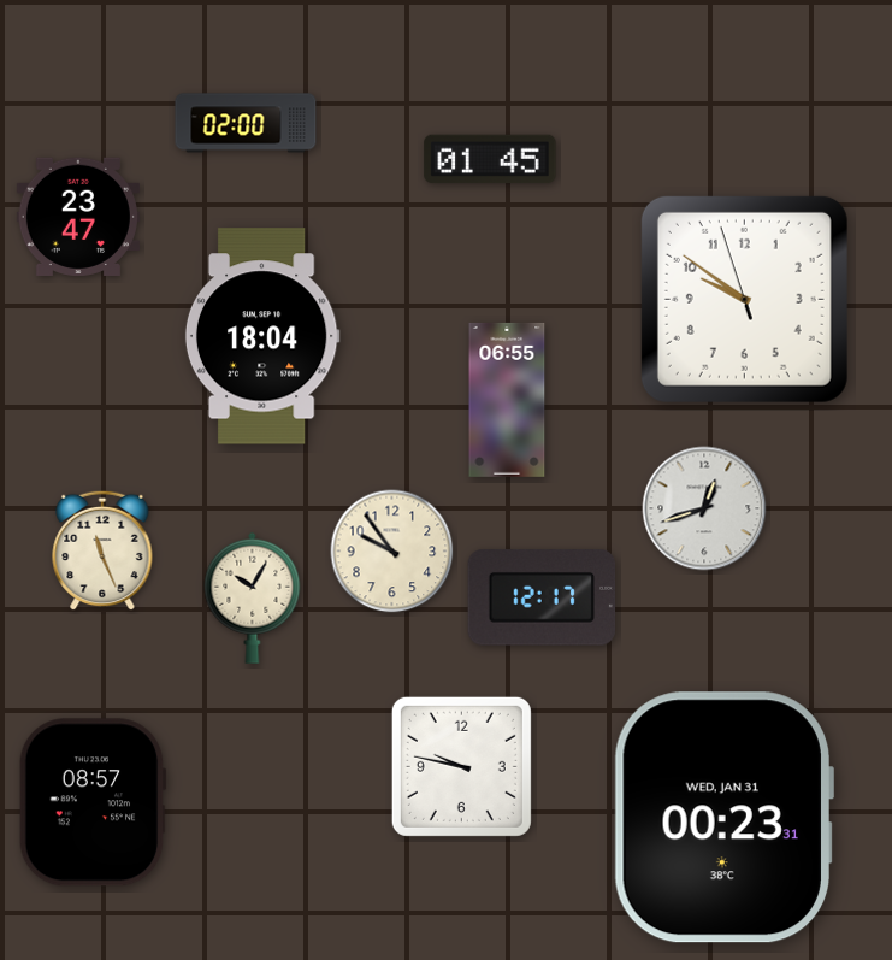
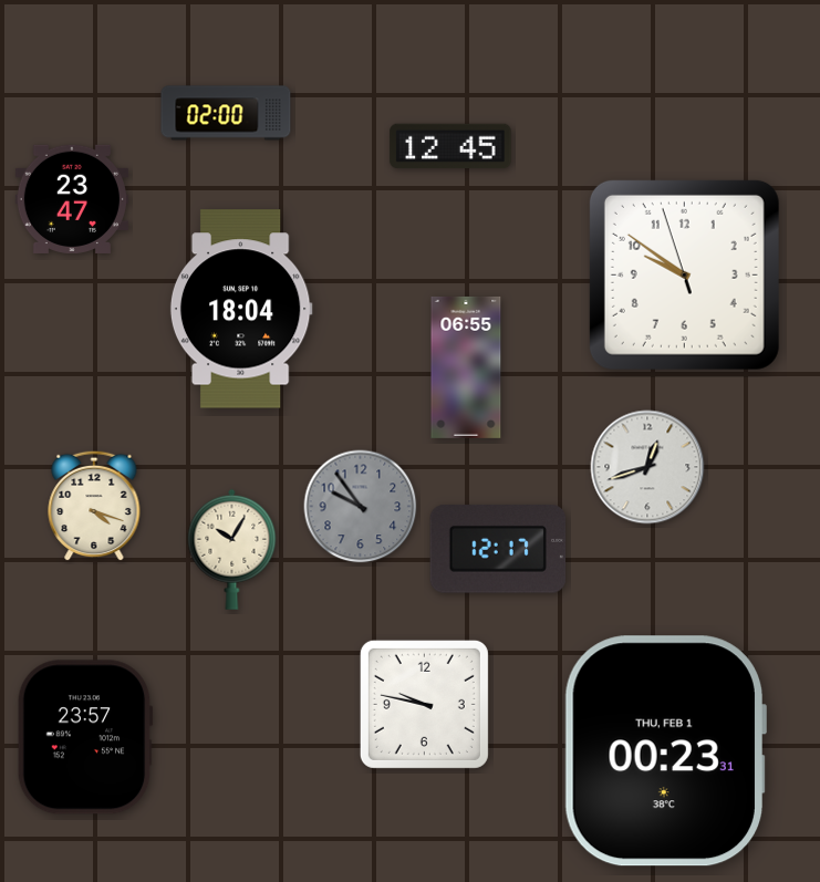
clock at (490, 159): 01:45 -> 12:45
clock at (102, 550): 11:26 -> 4:18
clock at (392, 552) dial: cream -> grey
clock at (93, 802): 08:57 -> 23:57
clock at (722, 818) date: WED, JAN 31 -> THU, FEB 1
